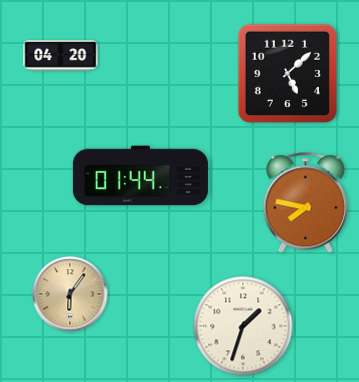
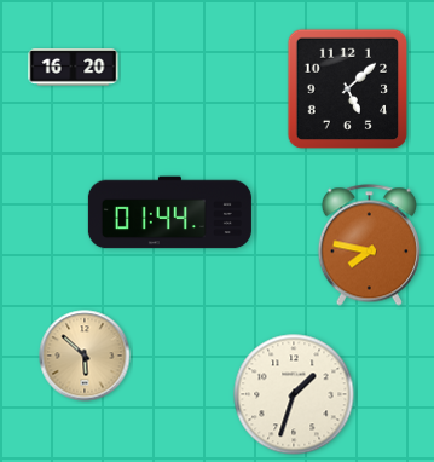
clock at (61, 56): 04:20 -> 16:20
clock at (70, 294): 6:06 -> 5:52
